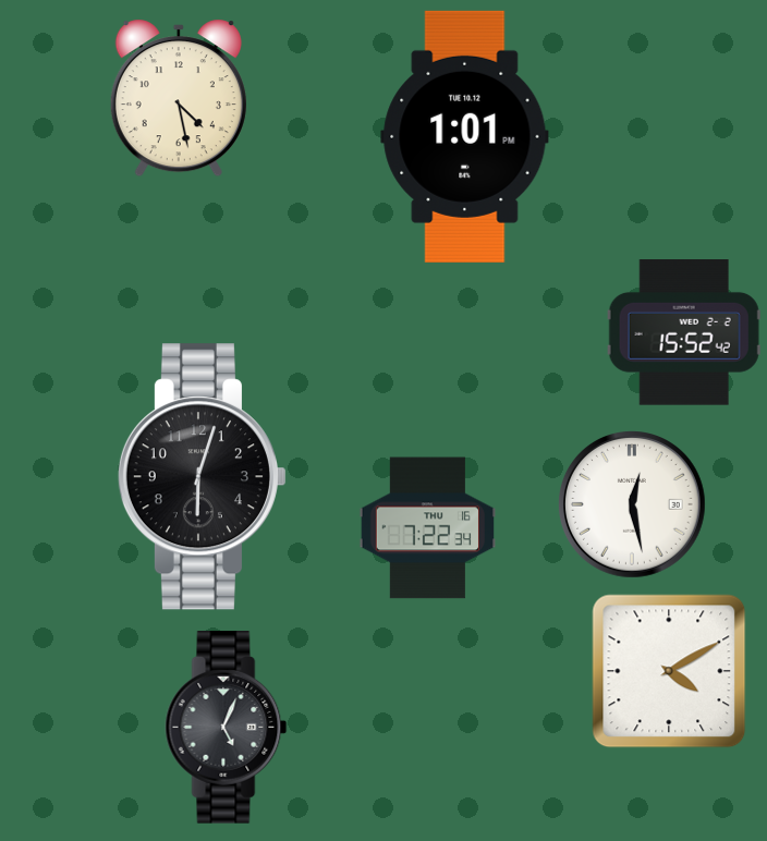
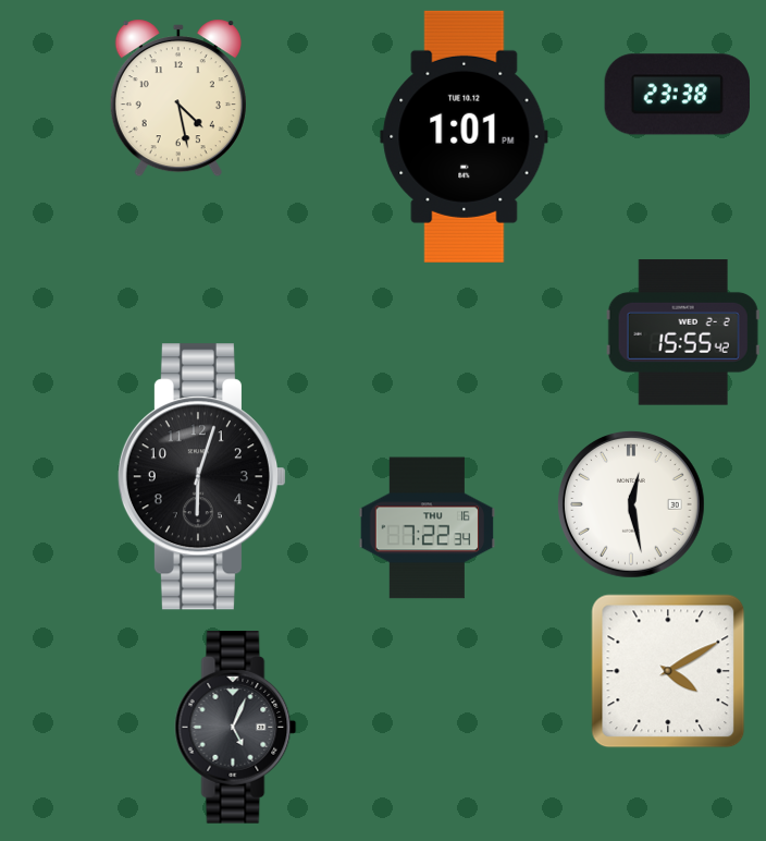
clock at (678, 95): none -> 23:38
clock at (684, 332): 15:52 -> 15:55
clock at (227, 728) position: (227, 728) -> (236, 728)
